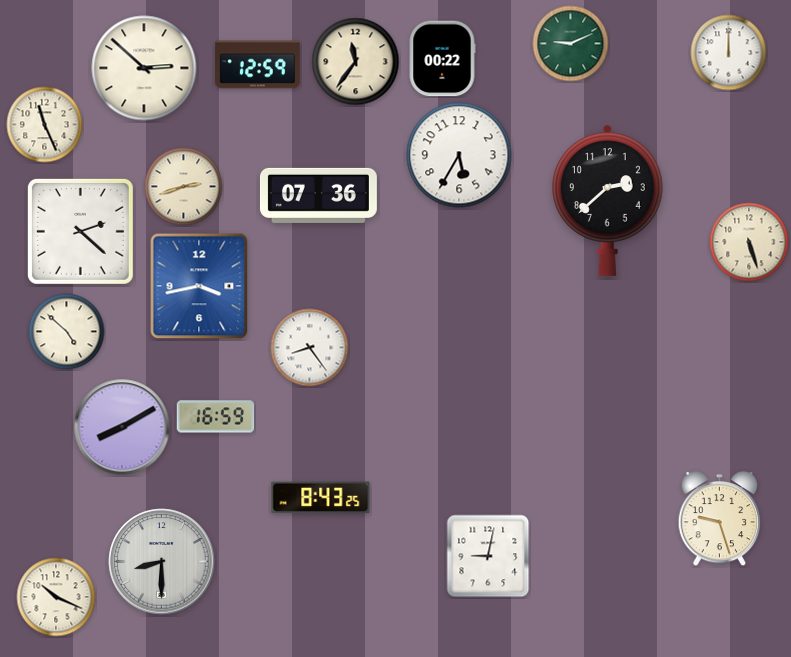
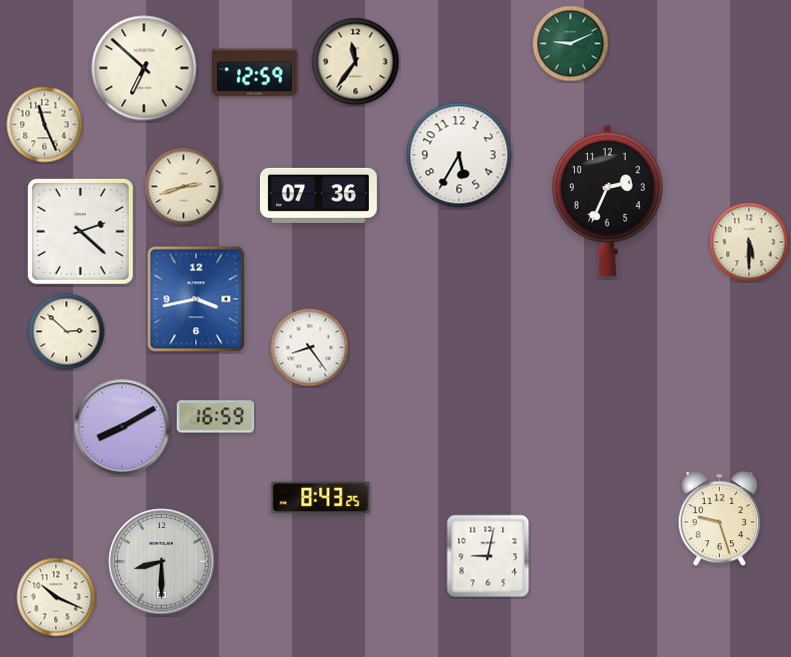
clock at (729, 53): 12:00 -> none
clock at (442, 59): 00:22 -> none
clock at (257, 65) position: (257, 65) -> (254, 73)
clock at (144, 68): 2:52 -> 6:52
clock at (608, 200): 2:38 -> 2:34
clock at (749, 242): 5:27 -> 5:30
clock at (199, 286) position: (199, 286) -> (196, 299)
clock at (67, 332): 4:52 -> 2:52
